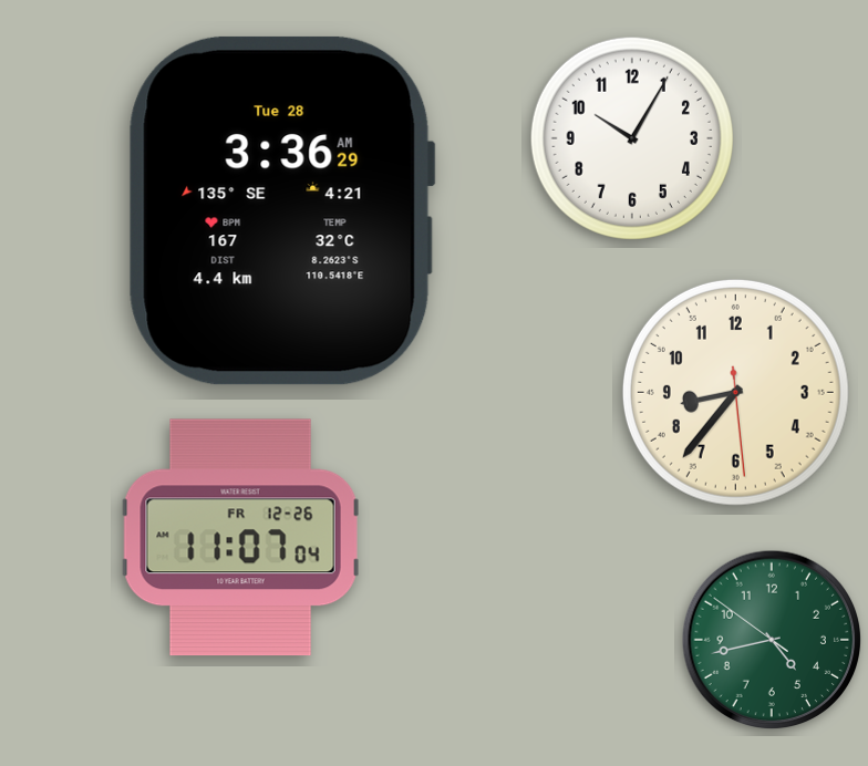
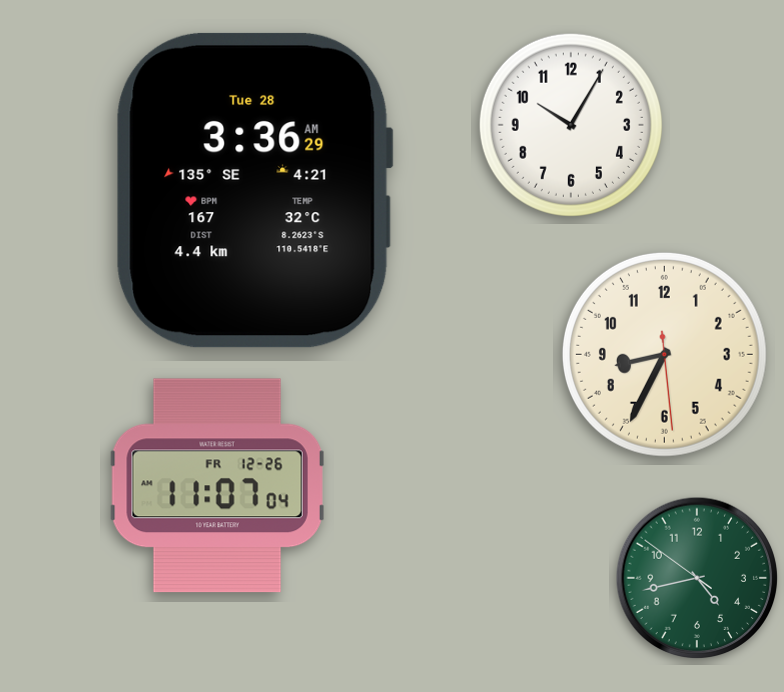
clock at (735, 392): 8:36 -> 8:34
